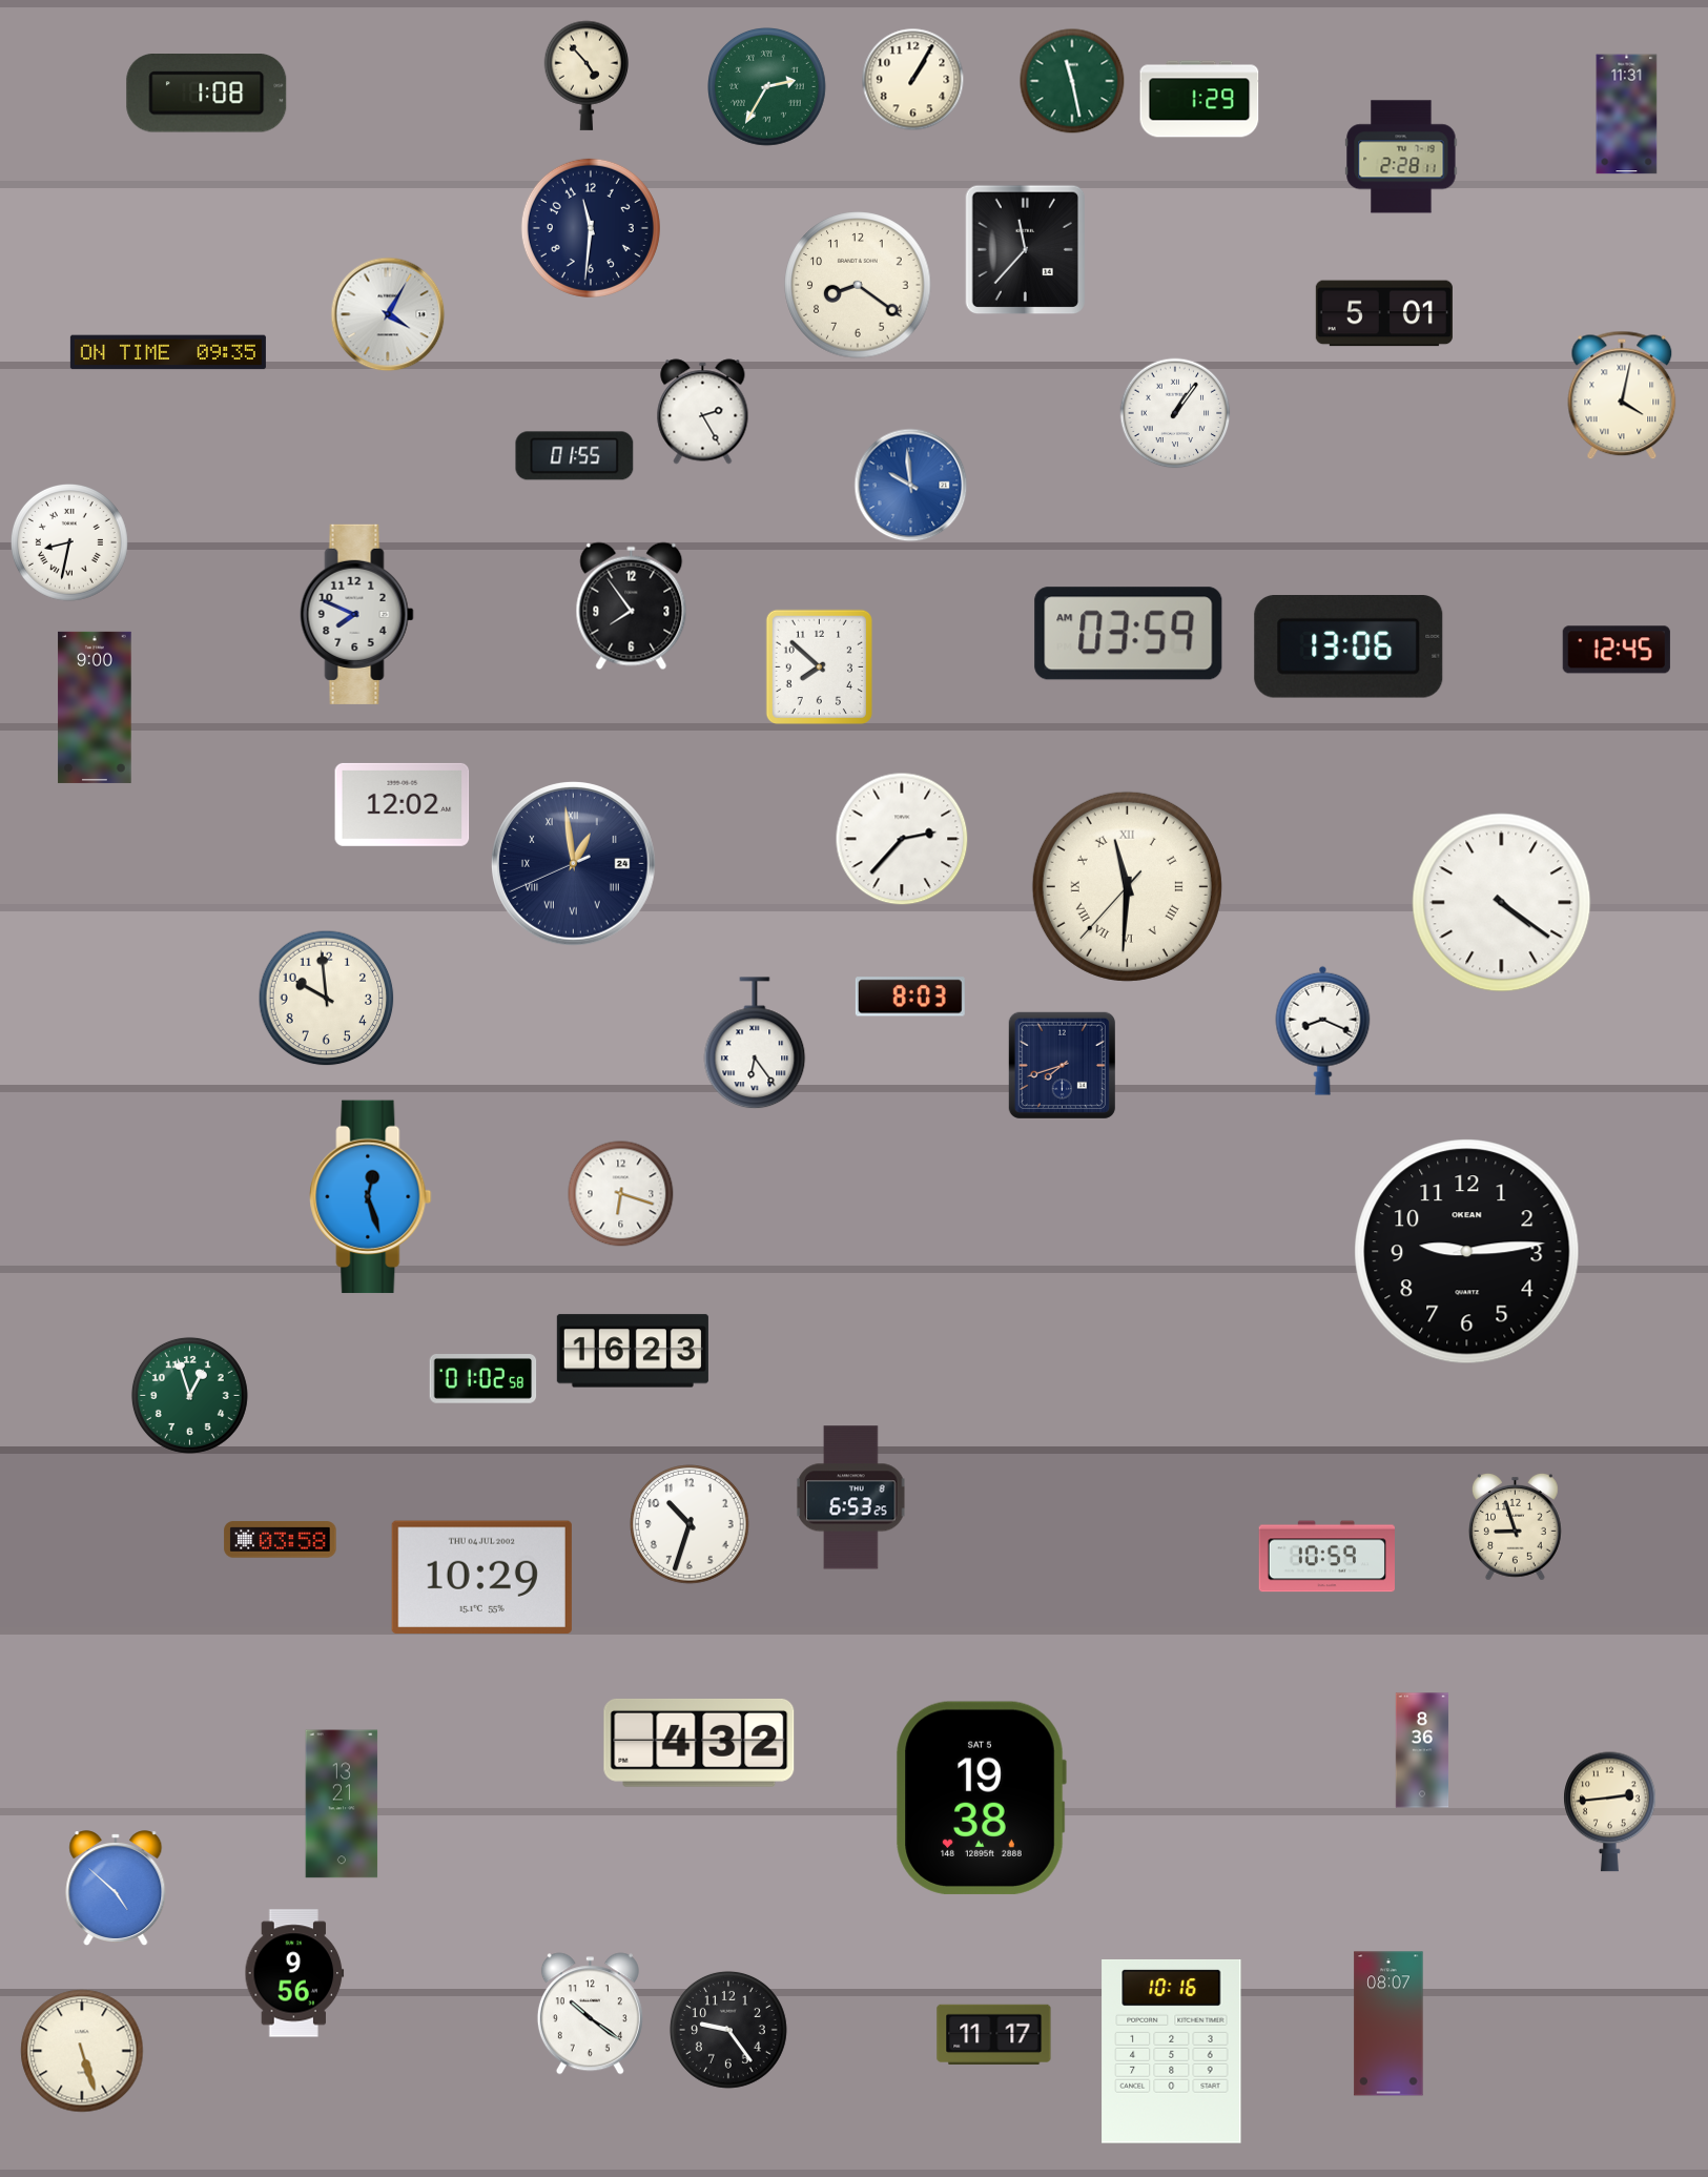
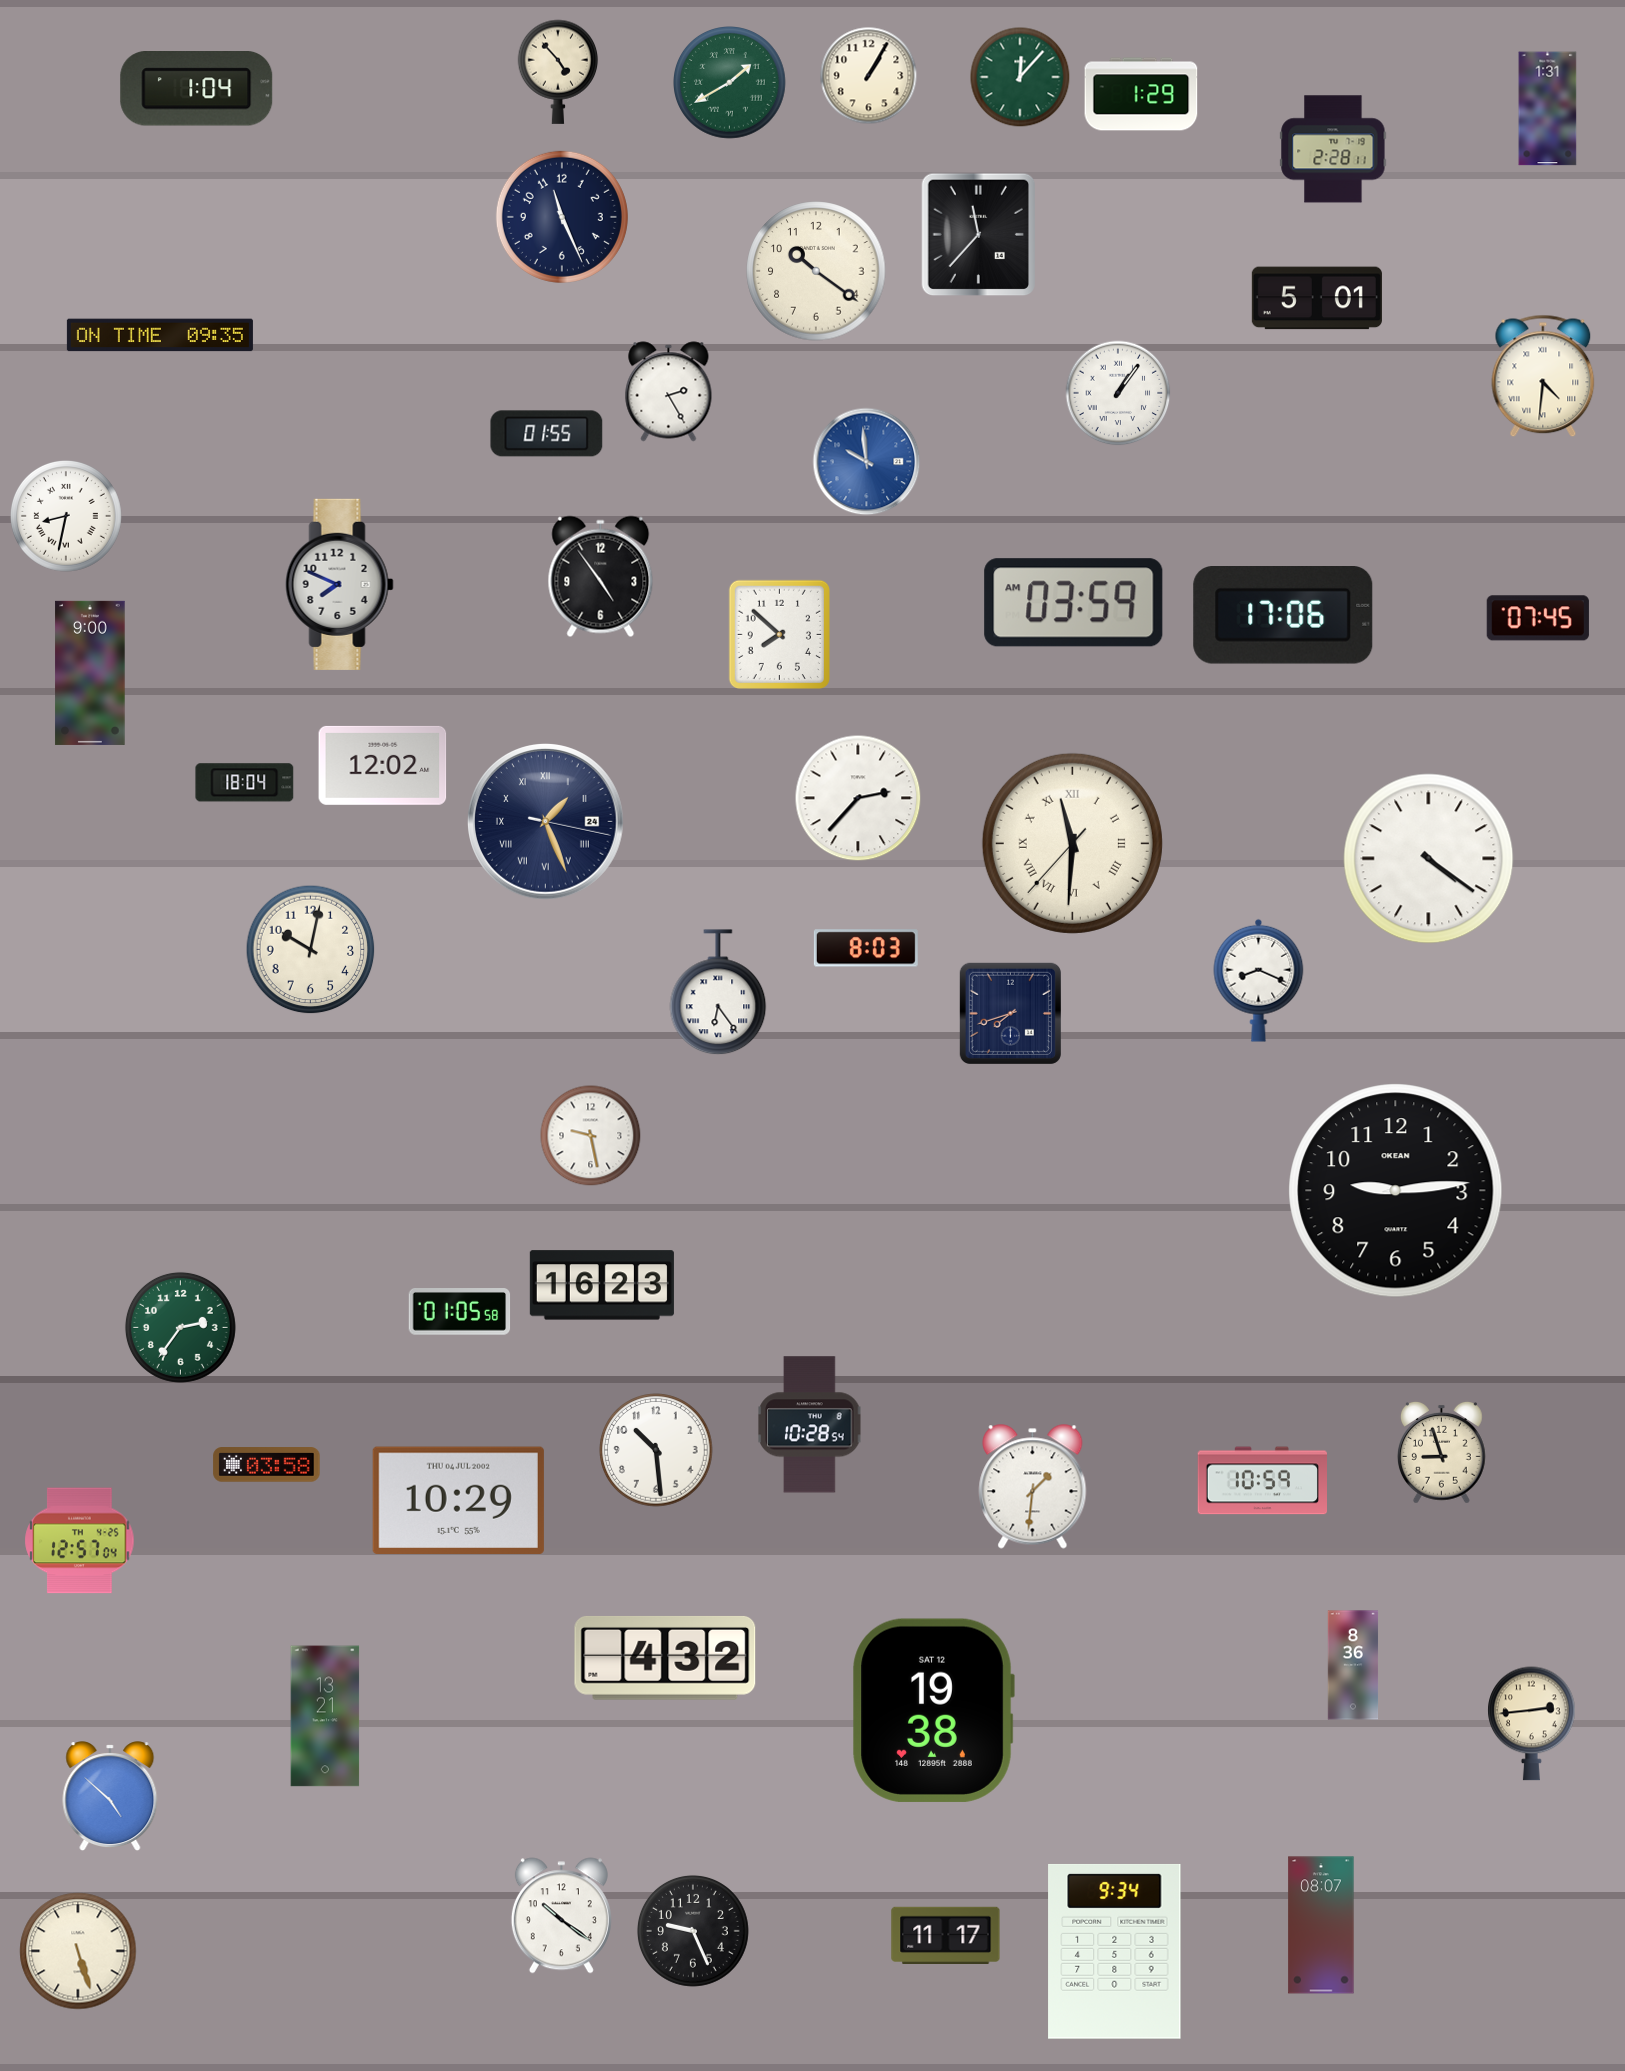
clock at (1072, 81): 11:28 -> 12:07
clock at (767, 87): 2:35 -> 1:40
clock at (207, 94): 1:08 -> 1:04
clock at (1627, 115): 11:31 -> 1:31
clock at (591, 228): 11:31 -> 11:26
clock at (1025, 250) position: (1025, 250) -> (978, 235)
clock at (858, 285): 8:21 -> 10:21
clock at (388, 314): 4:05 -> none
clock at (1622, 395): 4:02 -> 4:31
clock at (632, 607): 7:54 -> 4:54
clock at (1349, 648): 13:06 -> 17:06
clock at (1617, 650): 12:45 -> 07:45
clock at (245, 783): none -> 18:04
clock at (574, 864): 12:58 -> 1:26
clock at (327, 999): 9:59 -> 10:02
clock at (621, 1194): 6:18 -> 9:28
clock at (371, 1197): 12:27 -> none
clock at (483, 1379): 01:02 -> 01:05
clock at (189, 1395): 12:57 -> 2:36
clock at (851, 1498): 6:53 -> 10:28
clock at (690, 1524): 10:33 -> 10:29
clock at (1033, 1487): none -> 1:31
clock at (80, 1541): none -> 12:57
clock at (981, 1798) date: SAT 5 -> SAT 12
clock at (294, 1973): 9:56 -> none
clock at (728, 2030): 9:24 -> 9:26
clock at (1172, 2051): 10:16 -> 9:34
